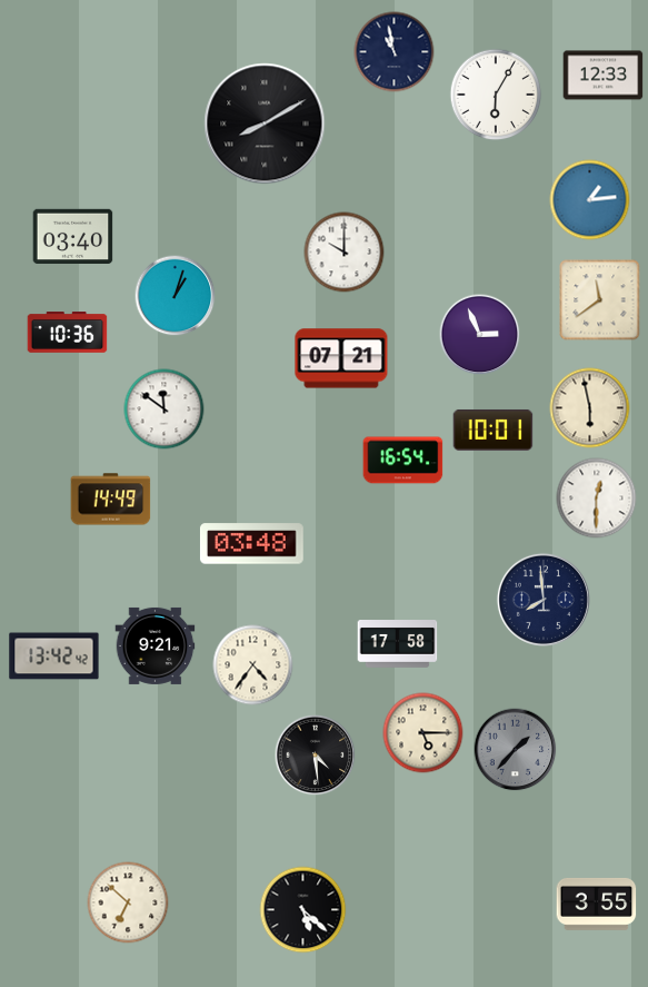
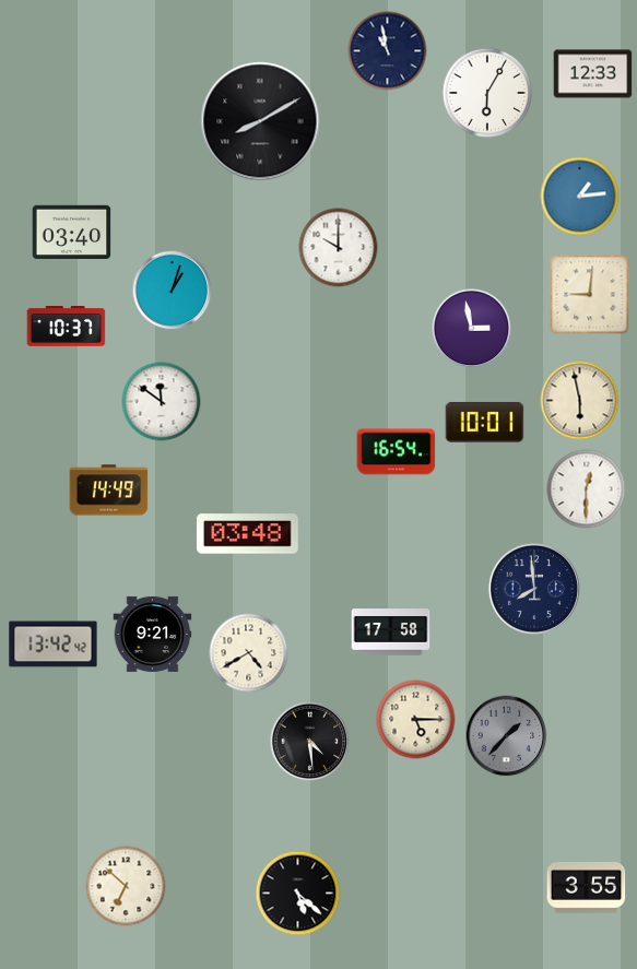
clock at (600, 300): 11:39 -> 9:01
clock at (68, 333): 10:36 -> 10:37
clock at (480, 335): 2:56 -> 2:58
clock at (341, 358): 07:21 -> none
clock at (253, 665): 4:36 -> 4:40
